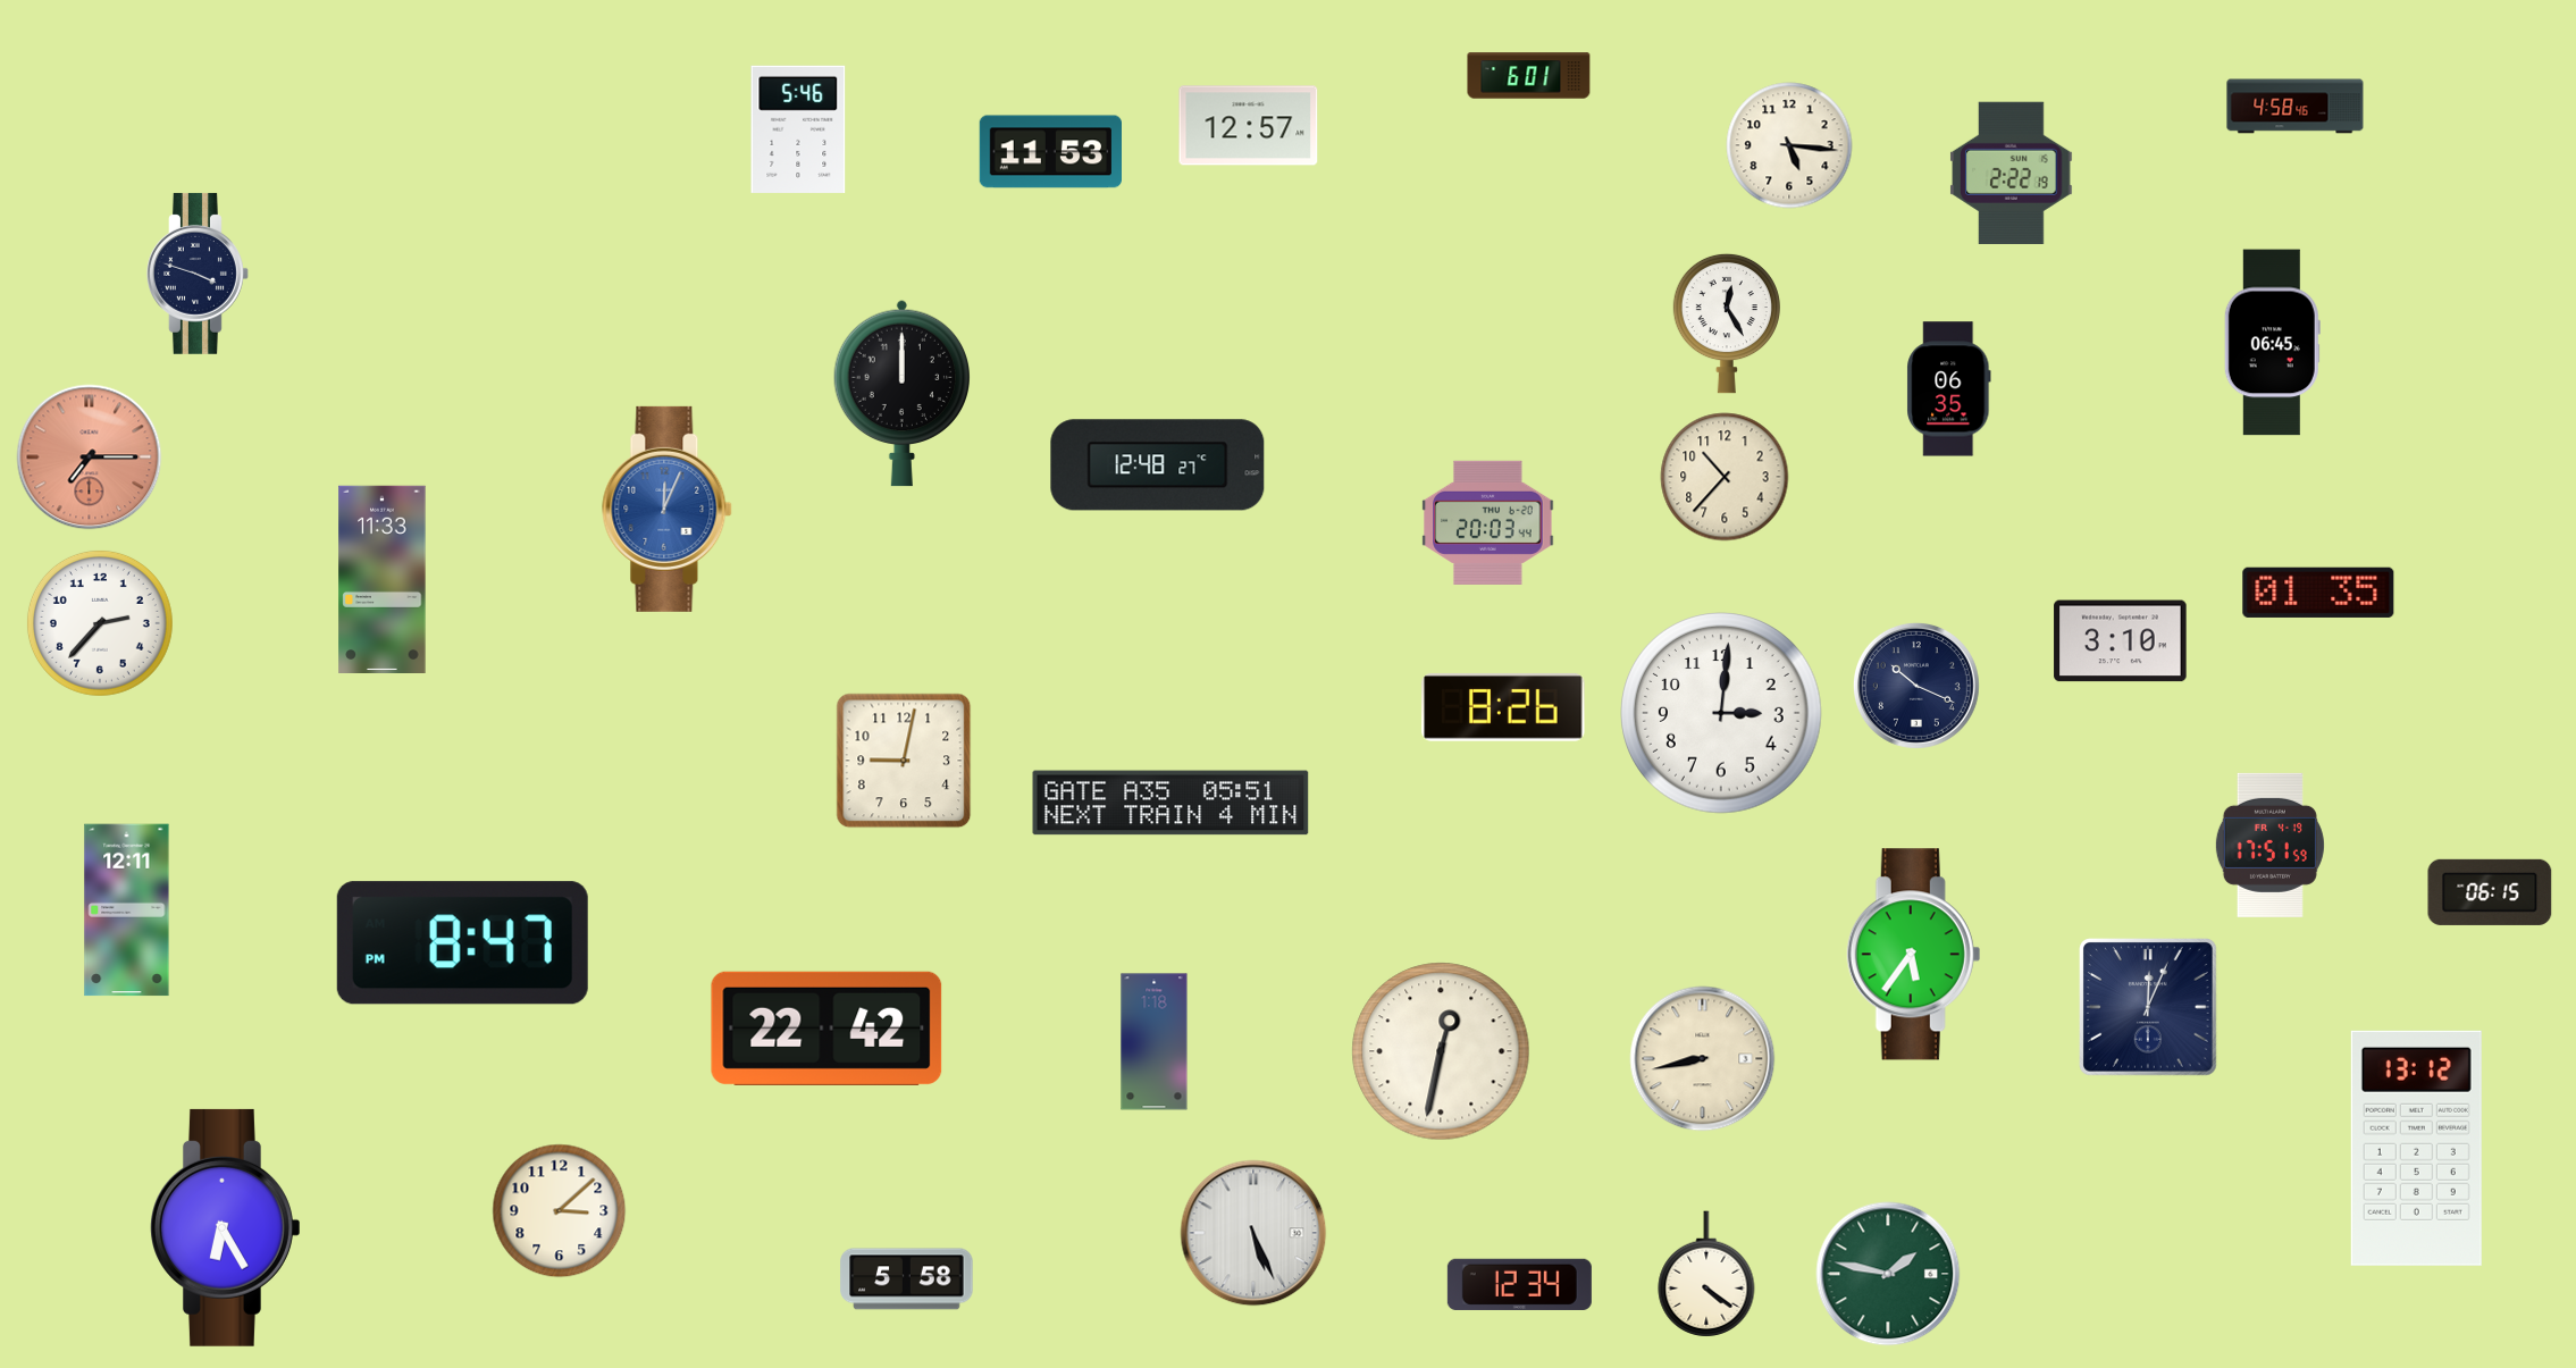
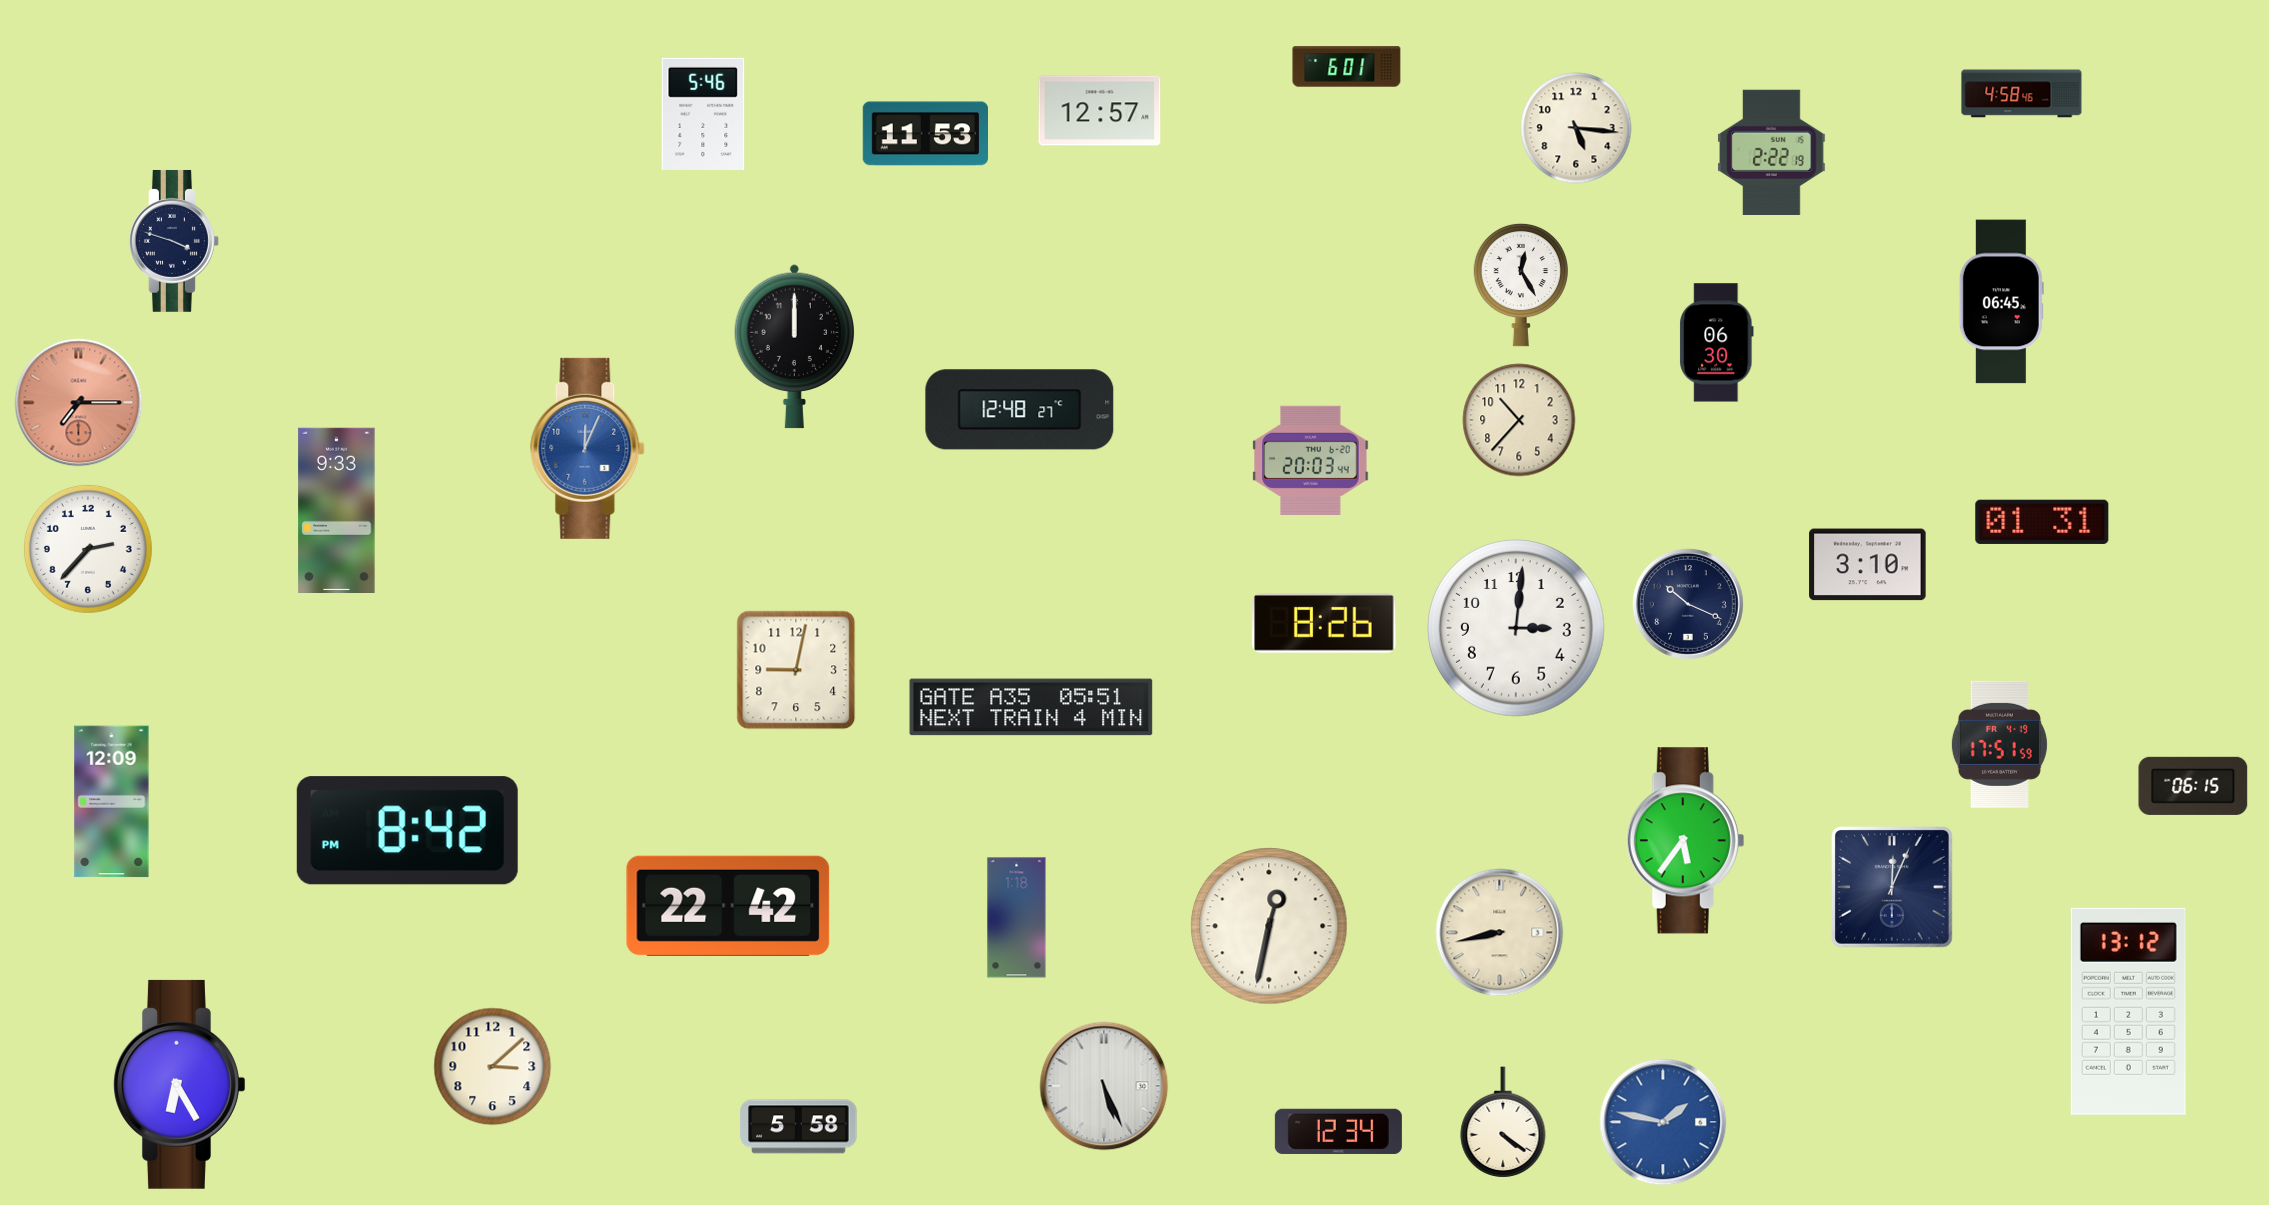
clock at (1949, 389): 06:35 -> 06:30
clock at (383, 579): 11:33 -> 9:33
clock at (2318, 593): 01:35 -> 01:31
clock at (127, 910): 12:11 -> 12:09
clock at (462, 943): 8:47 -> 8:42
clock at (226, 1227) position: (226, 1227) -> (180, 1084)
clock at (1888, 1274) dial: green -> blue
